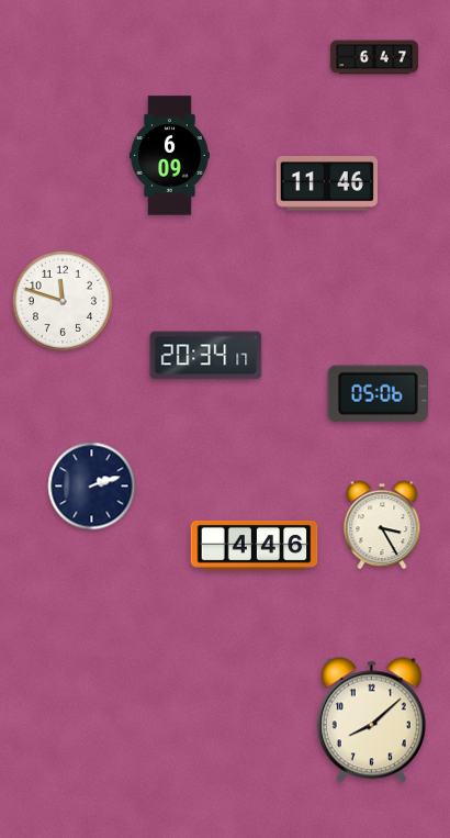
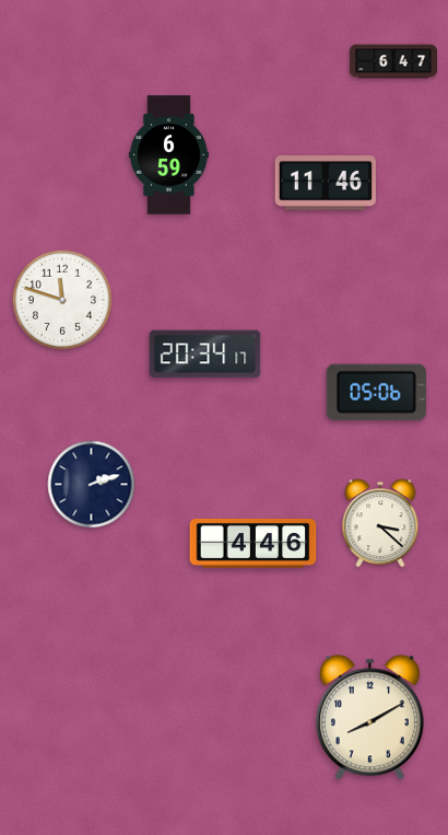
clock at (373, 57) position: (373, 57) -> (392, 61)
clock at (169, 156): 6:09 -> 6:59
clock at (382, 525): 3:25 -> 3:22
clock at (371, 720): 8:08 -> 8:10
